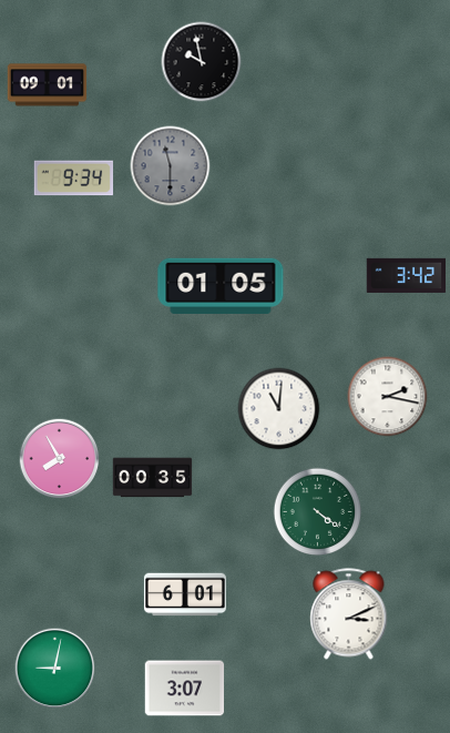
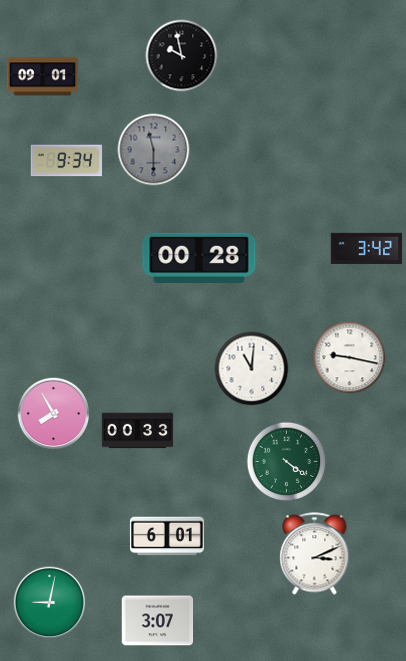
clock at (221, 285): 01:05 -> 00:28
clock at (388, 397): 2:17 -> 9:17
clock at (153, 478): 00:35 -> 00:33
clock at (185, 689) position: (185, 689) -> (158, 621)
